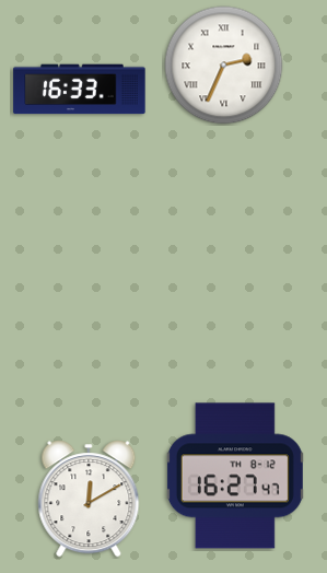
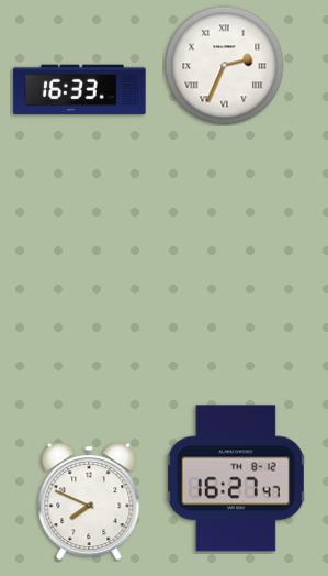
clock at (89, 499): 12:10 -> 7:49
